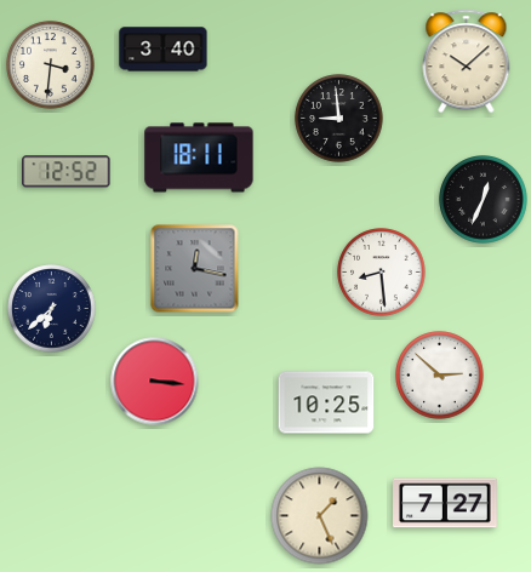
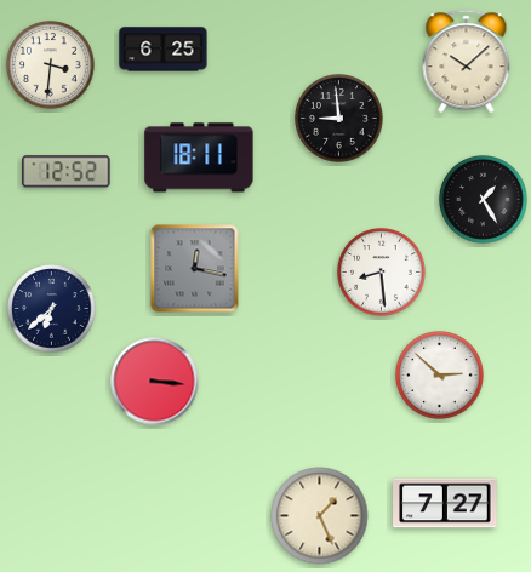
clock at (164, 50): 3:40 -> 6:25
clock at (484, 200): 12:34 -> 1:25
clock at (326, 402): 10:25 -> none
